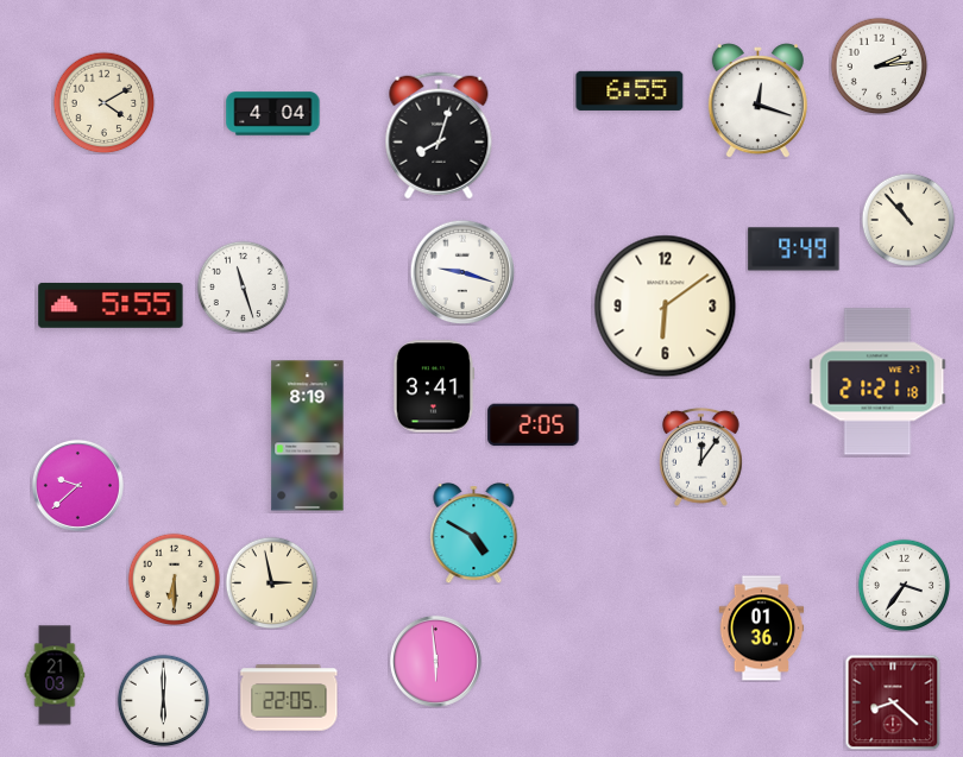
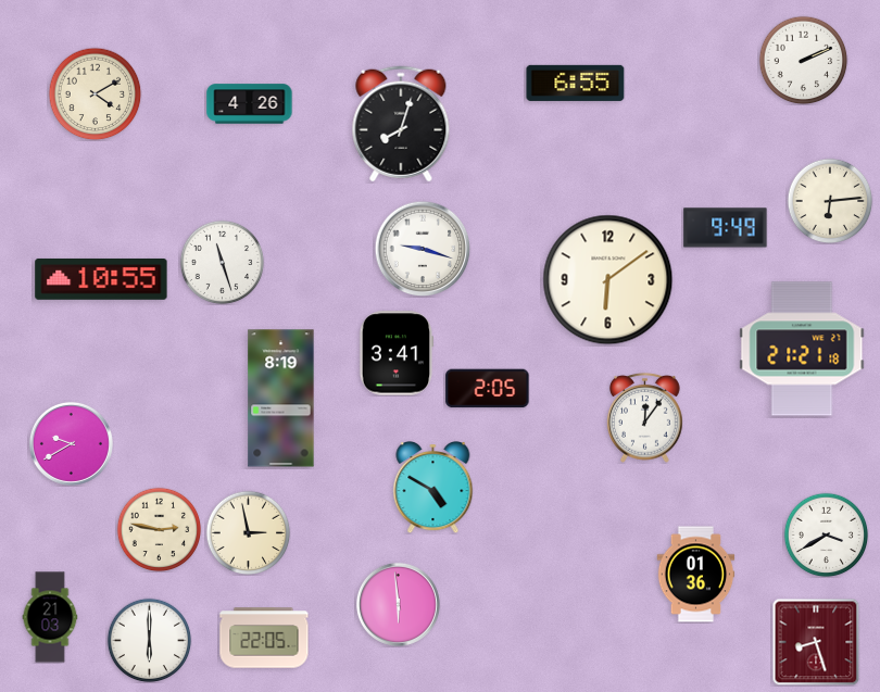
clock at (879, 65): 2:14 -> 2:11
clock at (757, 101): 12:18 -> none
clock at (273, 114): 4:04 -> 4:26
clock at (908, 220): 10:53 -> 6:14
clock at (111, 305): 5:55 -> 10:55
clock at (701, 456) position: (701, 456) -> (645, 417)
clock at (77, 485): 9:38 -> 9:40
clock at (174, 579): 6:30 -> 2:47
clock at (904, 585): 3:36 -> 3:40
clock at (893, 702): 8:22 -> 8:27
